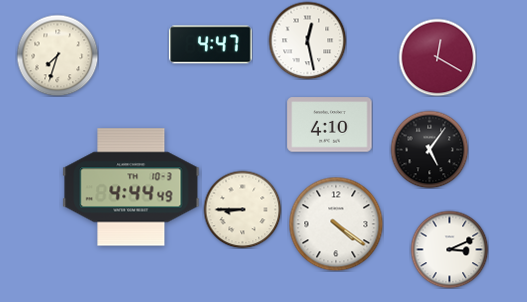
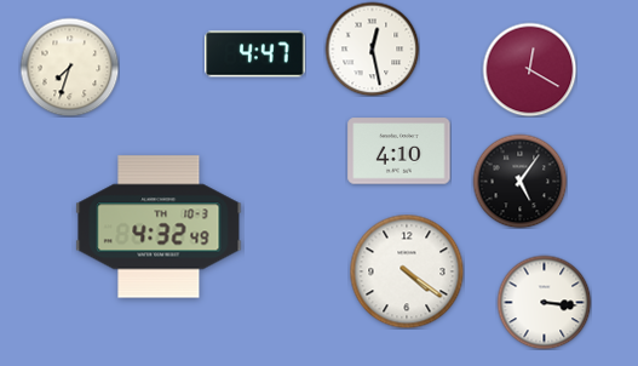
clock at (131, 187): 4:44 -> 4:32
clock at (242, 209): 8:45 -> none
clock at (449, 249): 3:11 -> 3:16
